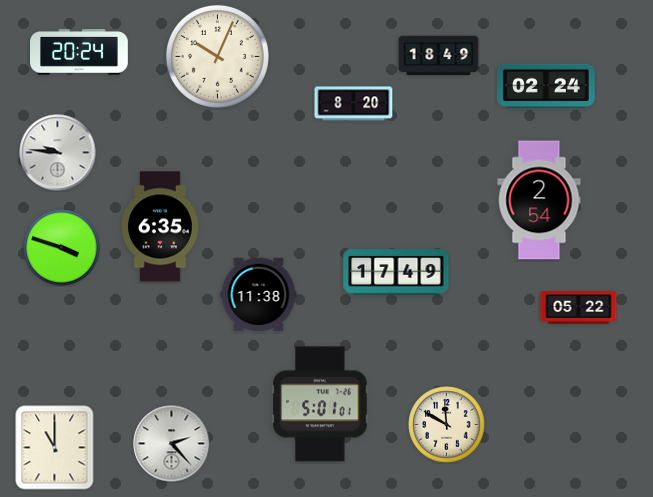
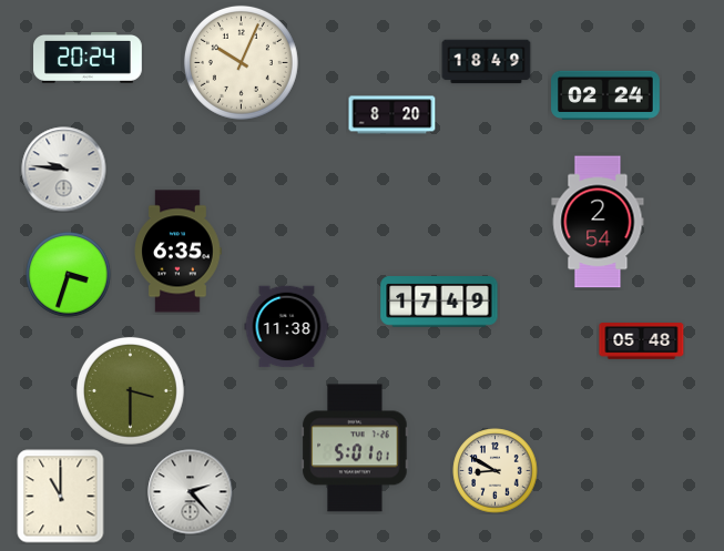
clock at (62, 248): 3:48 -> 3:33
clock at (579, 308): 05:22 -> 05:48
clock at (130, 390): none -> 3:30
clock at (447, 425): 11:50 -> 8:50
